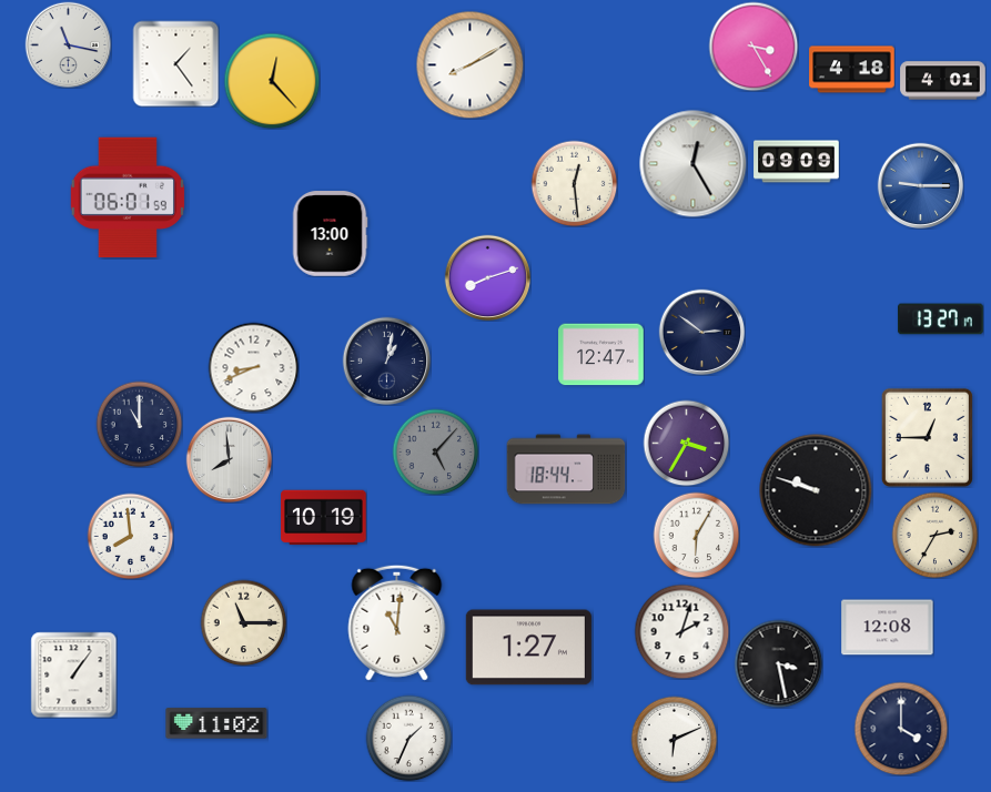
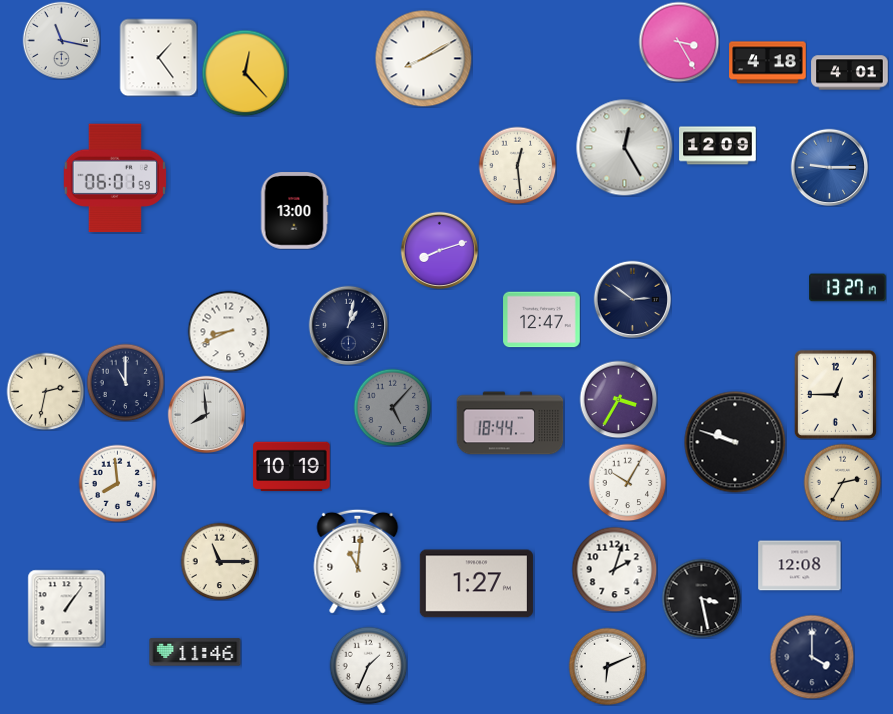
clock at (797, 162): 09:09 -> 12:09
clock at (330, 234) position: (330, 234) -> (294, 211)
clock at (45, 391): none -> 2:32
clock at (696, 535): 6:05 -> 10:05
clock at (216, 723): 11:02 -> 11:46
